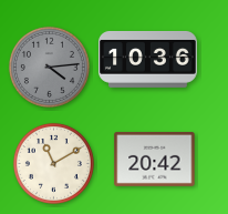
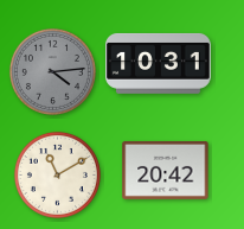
clock at (148, 59): 10:36 -> 10:31
